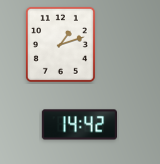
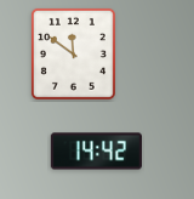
clock at (60, 44): 1:12 -> 11:51
